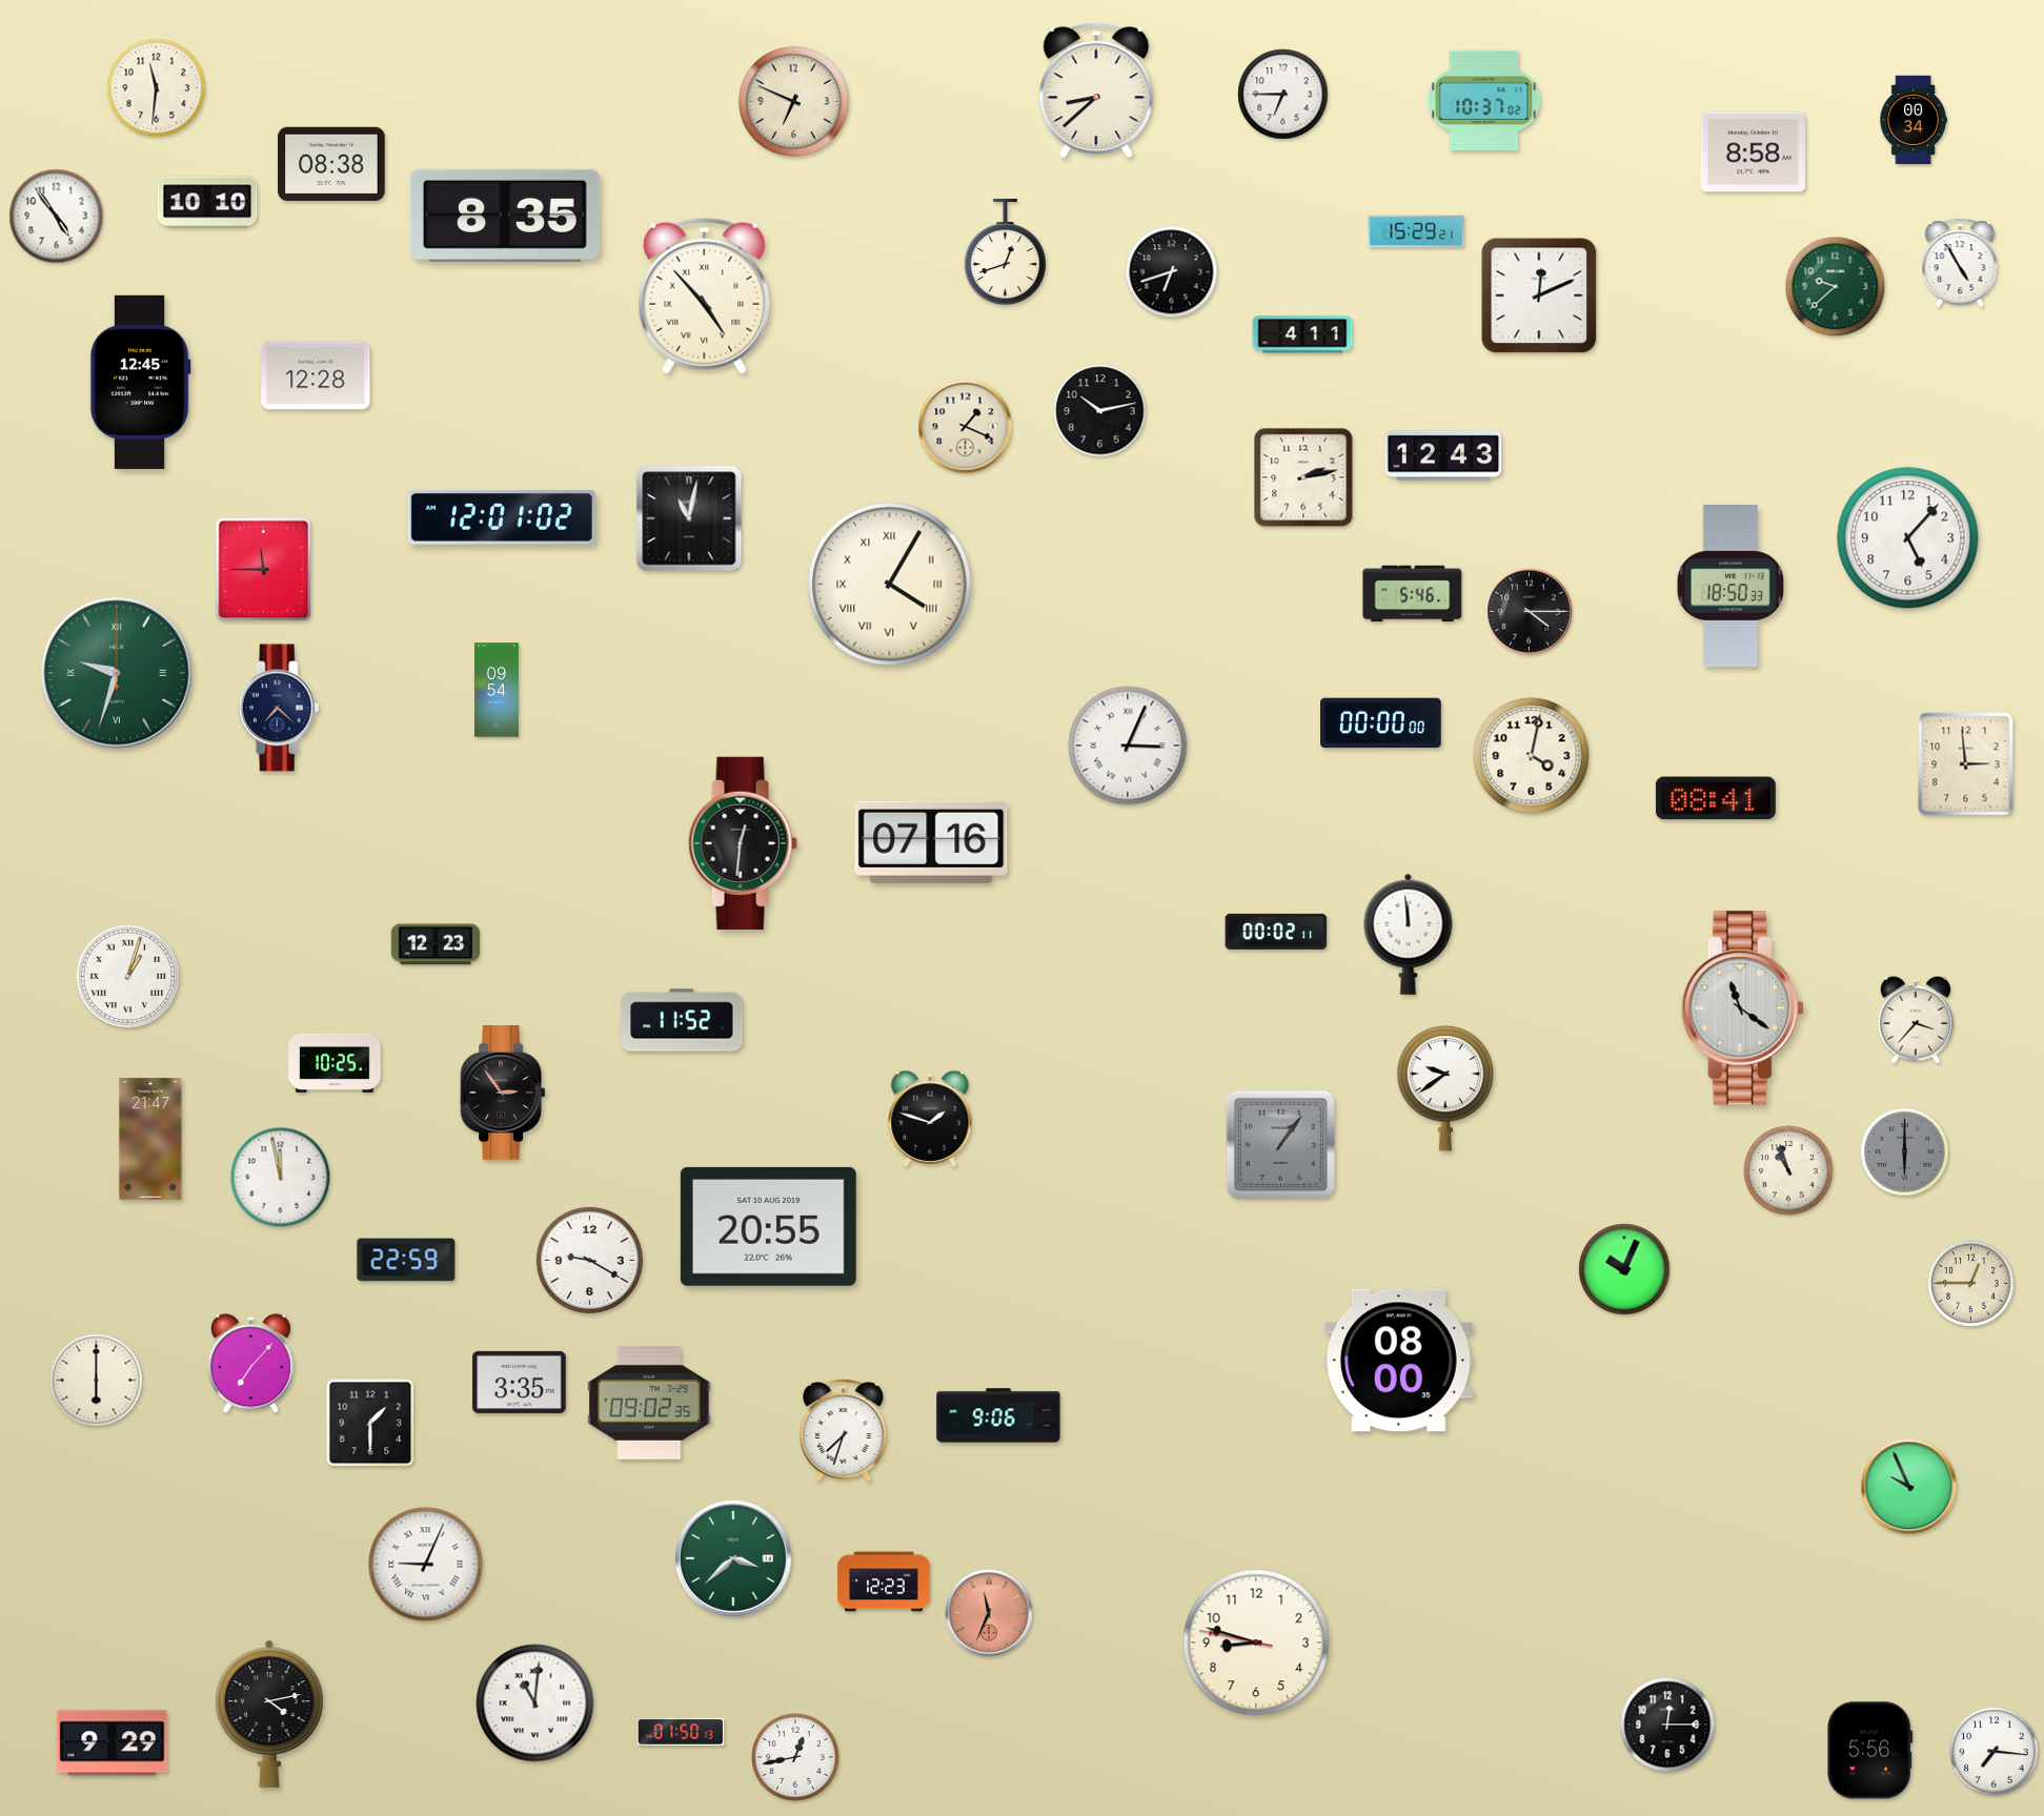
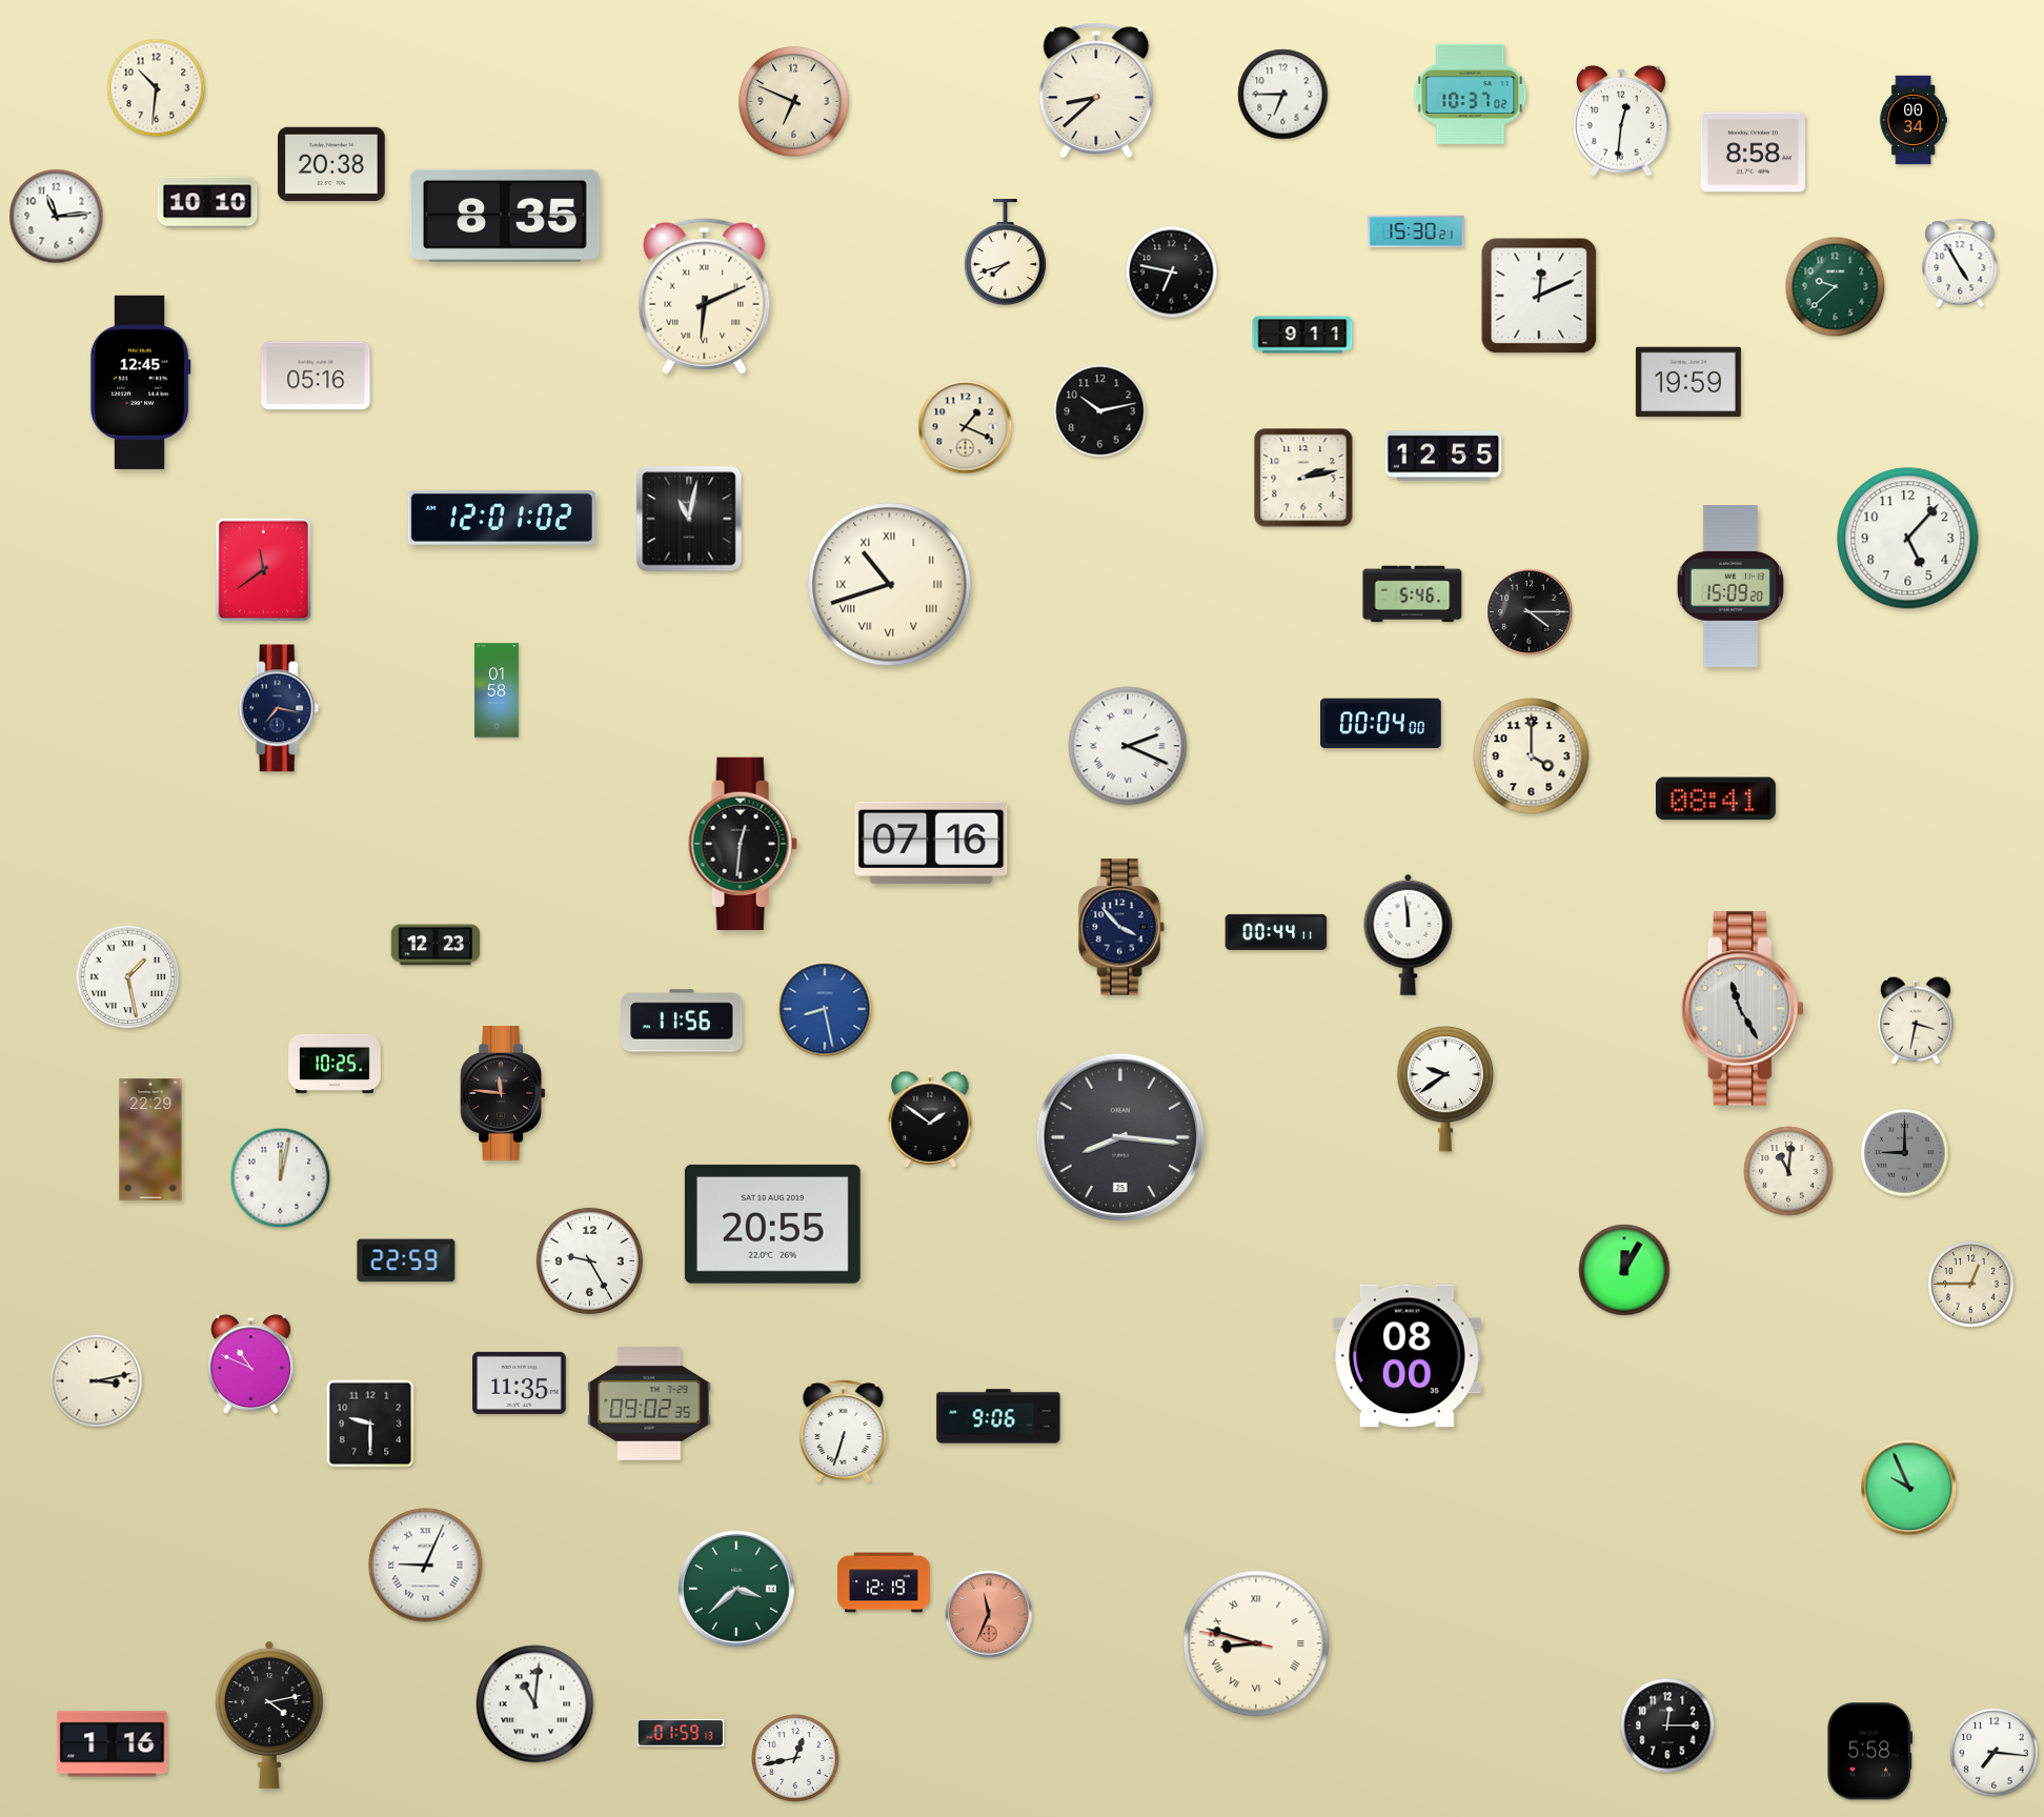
clock at (157, 88): 11:31 -> 10:31
clock at (1484, 100) position: (1484, 100) -> (1471, 94)
clock at (1621, 121): none -> 12:31
clock at (331, 163): 08:38 -> 20:38
clock at (57, 217): 4:54 -> 11:14
clock at (1416, 231): 15:29 -> 15:30
clock at (1005, 253): 12:42 -> 7:42
clock at (1172, 272): 6:42 -> 6:47
clock at (705, 295): 4:53 -> 6:11
clock at (1302, 334): 4:11 -> 9:11
clock at (316, 375): 12:28 -> 05:16
clock at (1688, 382): none -> 19:59
clock at (1443, 455): 12:43 -> 12:55
clock at (263, 570): 11:45 -> 11:39
clock at (890, 585): 4:05 -> 10:42
clock at (1729, 587): 18:50 -> 15:09
clock at (117, 673): 9:33 -> none
clock at (497, 690): 09:54 -> 01:58
clock at (279, 708): 7:22 -> 7:17
clock at (1381, 723): 00:00 -> 00:04
clock at (1128, 746): 3:04 -> 2:19
clock at (1532, 756): 4:02 -> 4:00
clock at (1966, 764): 2:59 -> none
clock at (1121, 927): none -> 3:53
clock at (1276, 932): 00:02 -> 00:44
clock at (128, 977): 1:03 -> 1:28
clock at (825, 1009): none -> 8:28
clock at (1742, 1008): 11:21 -> 11:25
clock at (682, 1020): 11:52 -> 11:56
clock at (1916, 1020): 3:37 -> 3:32
clock at (503, 1094): 2:54 -> 11:46
clock at (930, 1119): 1:48 -> 1:51
clock at (1120, 1137): none -> 8:16
clock at (150, 1139): 21:47 -> 22:29
clock at (1280, 1144): 1:06 -> none
clock at (1905, 1152): 6:00 -> 9:00
clock at (1788, 1170): 10:57 -> 11:01
clock at (281, 1178): 11:58 -> 12:02
clock at (768, 1226) position: (768, 1226) -> (772, 1224)
clock at (589, 1260): 9:20 -> 9:25
clock at (1624, 1269): 10:04 -> 12:05
clock at (1398, 1361) position: (1398, 1361) -> (1406, 1356)
clock at (250, 1364): 7:07 -> 10:49
clock at (97, 1381): 6:00 -> 3:13
clock at (520, 1382): 3:35 -> 11:35
clock at (370, 1423): 1:30 -> 9:30
clock at (844, 1430): 7:33 -> 6:33
clock at (733, 1558) position: (733, 1558) -> (736, 1589)
clock at (884, 1582): 12:23 -> 12:19
clock at (1256, 1642) numerals: Arabic -> Roman
clock at (681, 1732): 01:50 -> 01:59
clock at (113, 1743): 9:29 -> 1:16
clock at (1870, 1751): 5:56 -> 5:58
